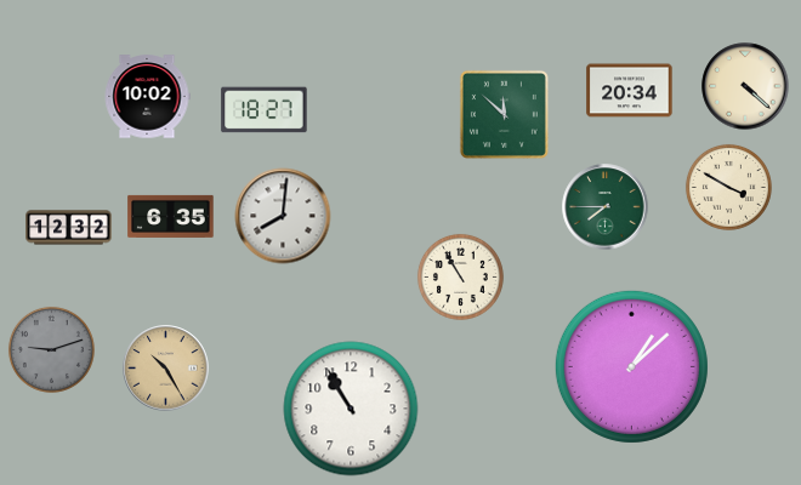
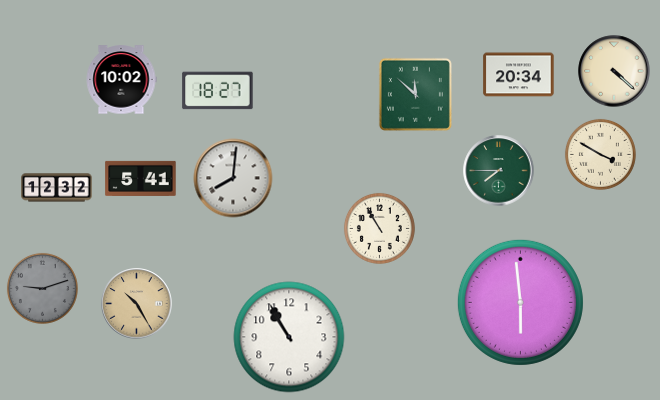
clock at (171, 216): 6:35 -> 5:41
clock at (631, 366): 1:08 -> 5:59
